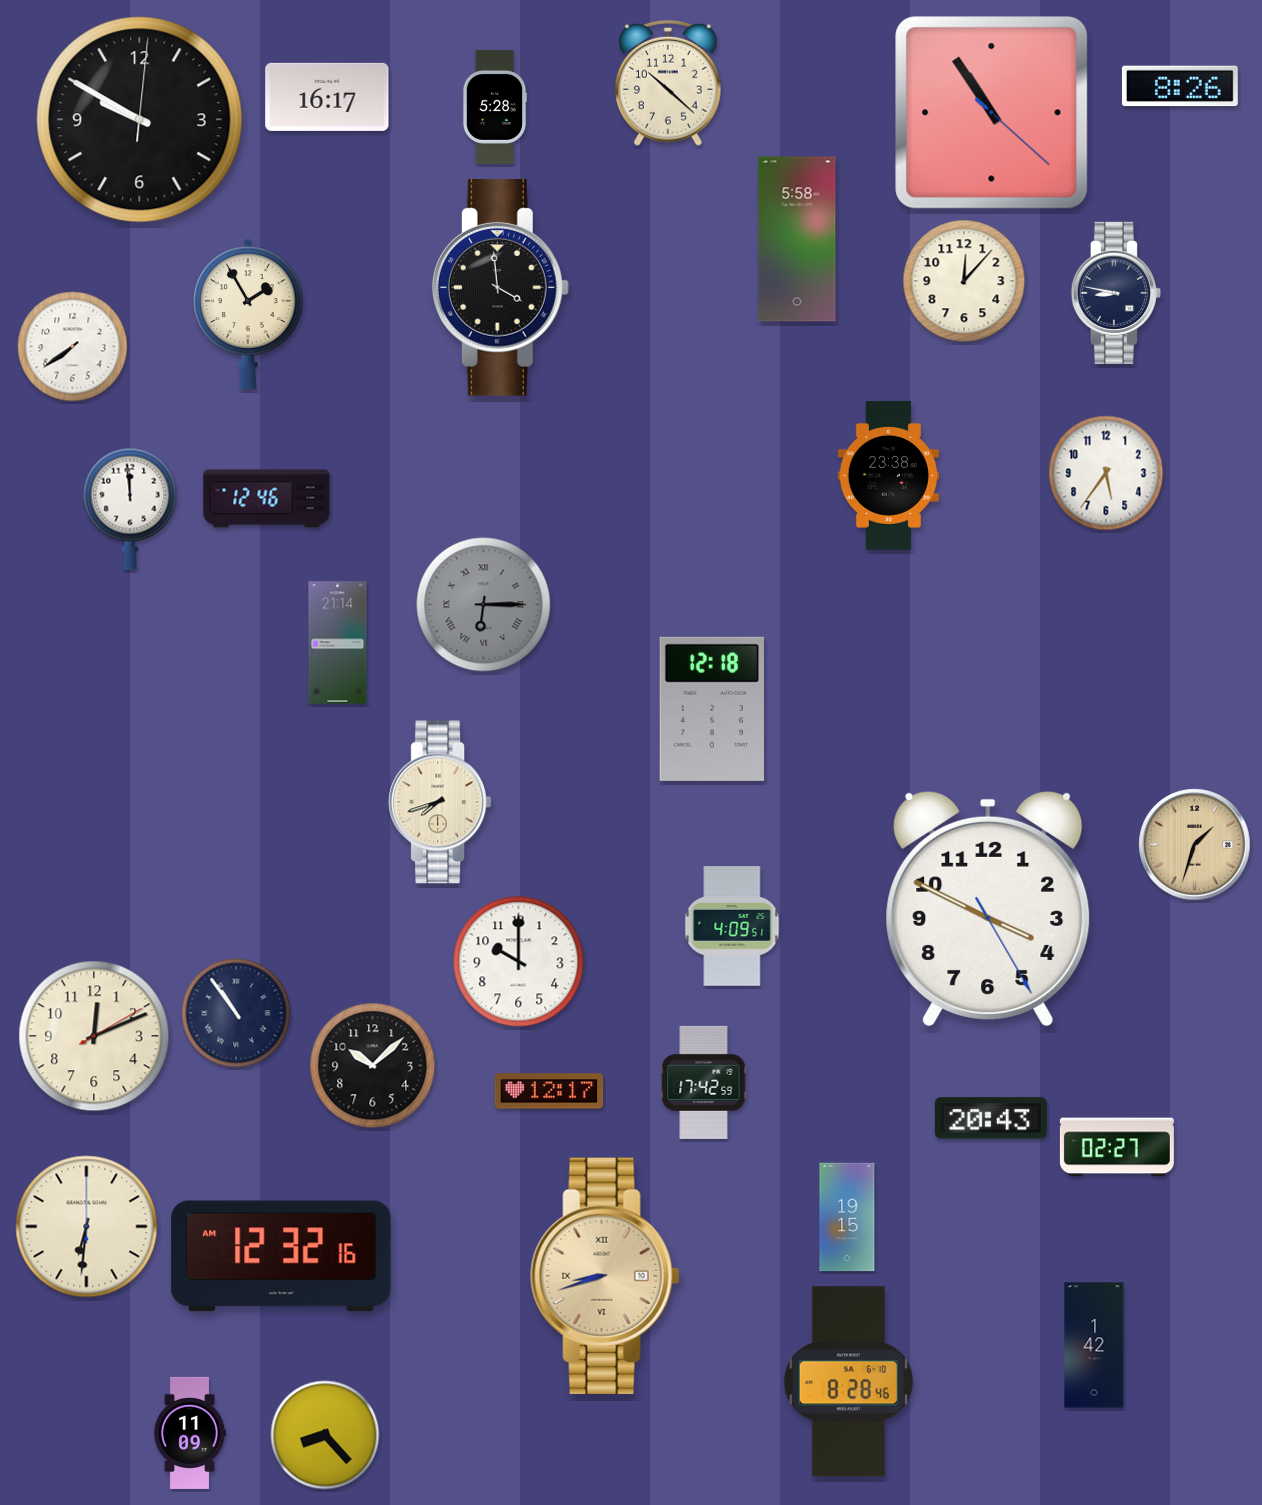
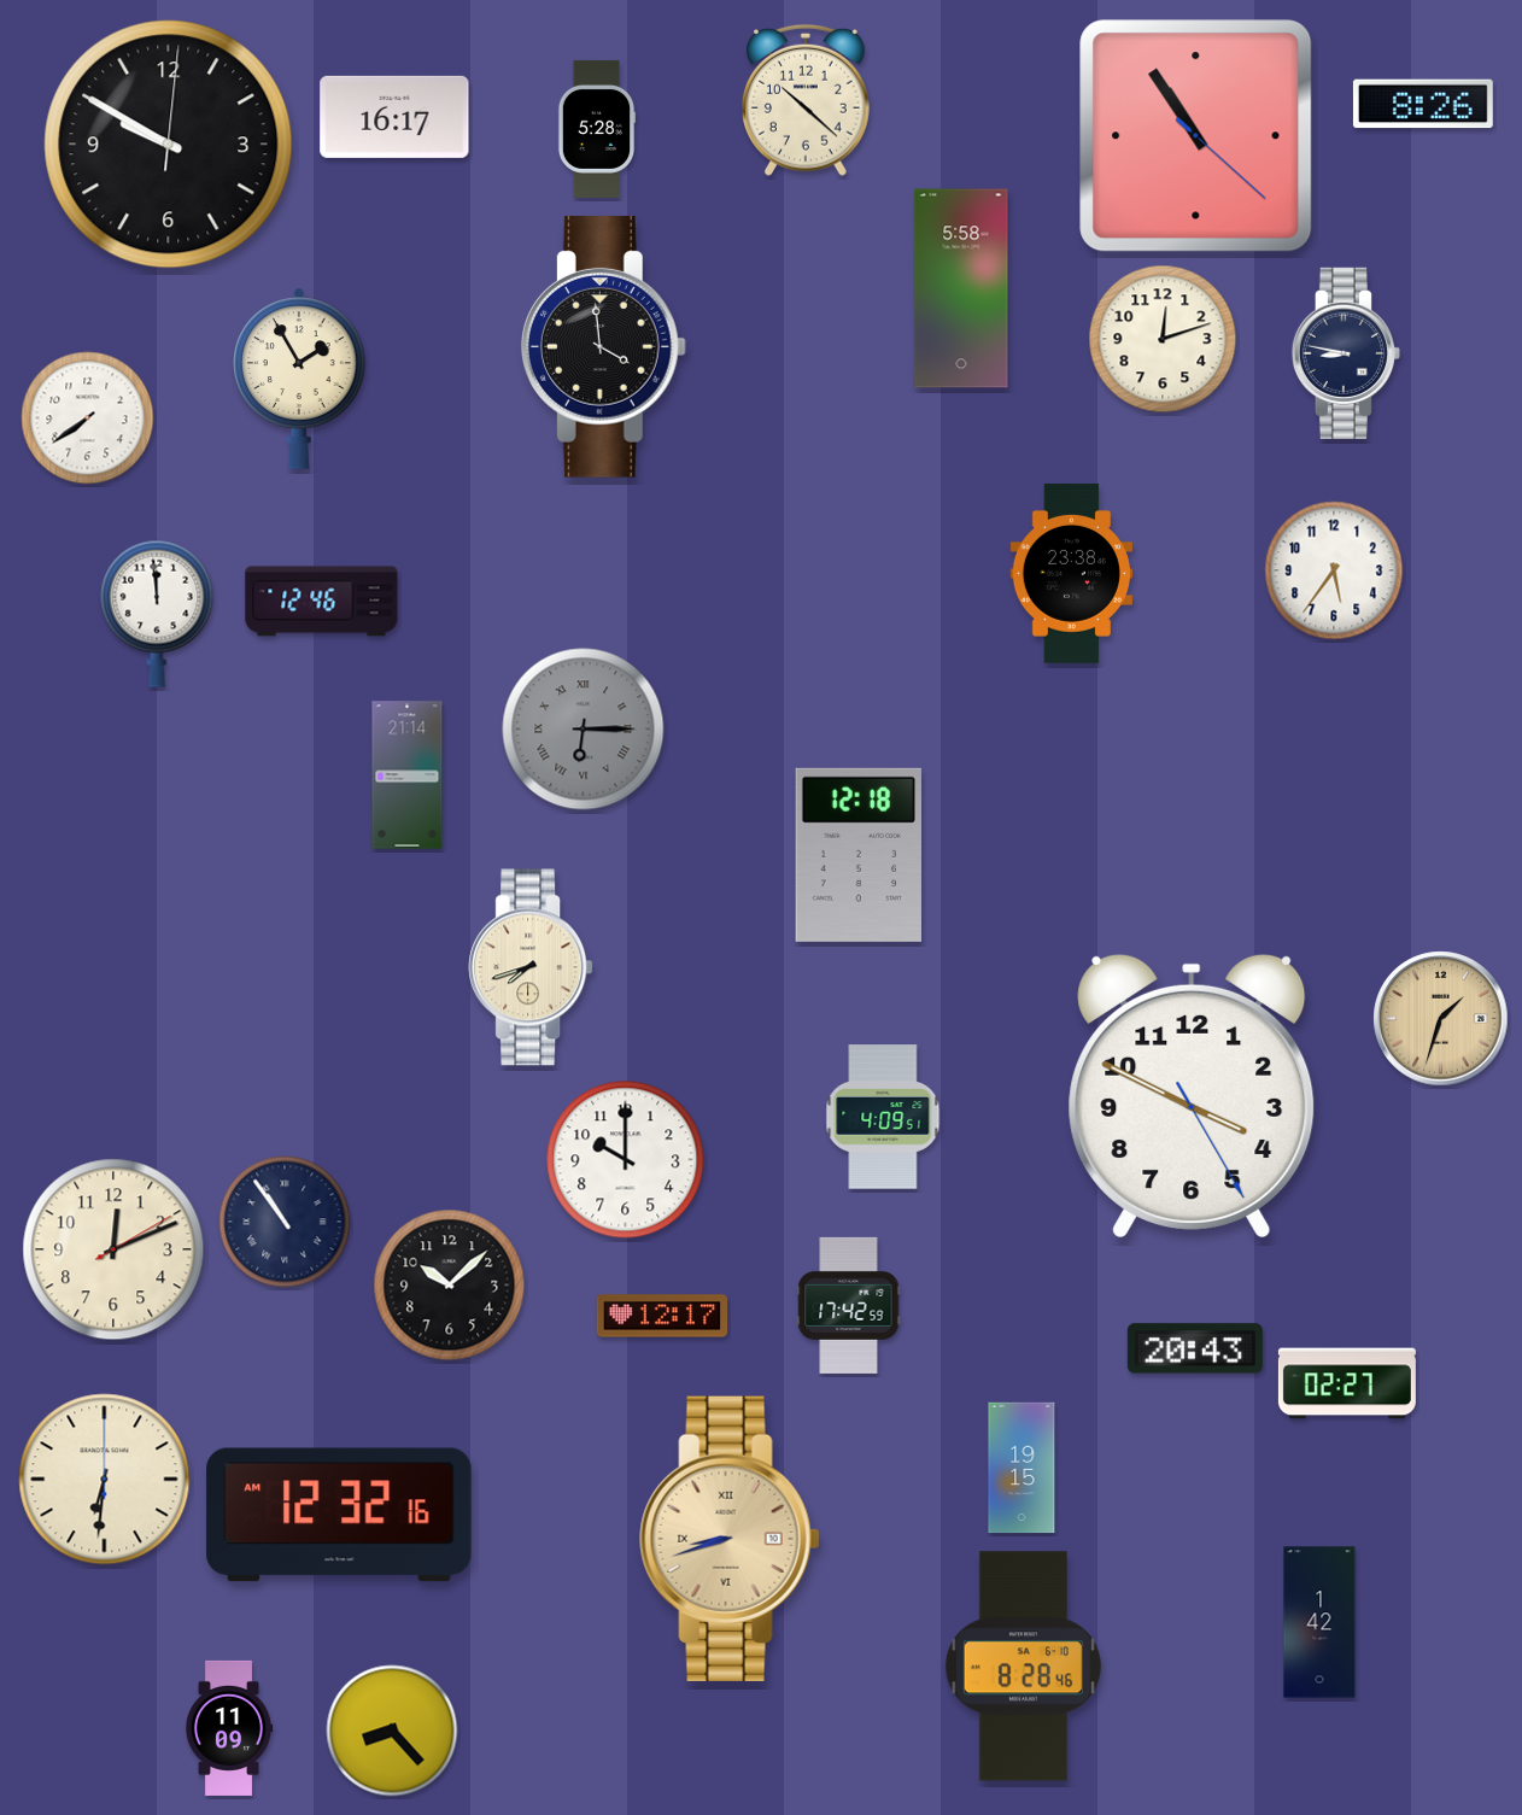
clock at (964, 281): 12:07 -> 12:12
